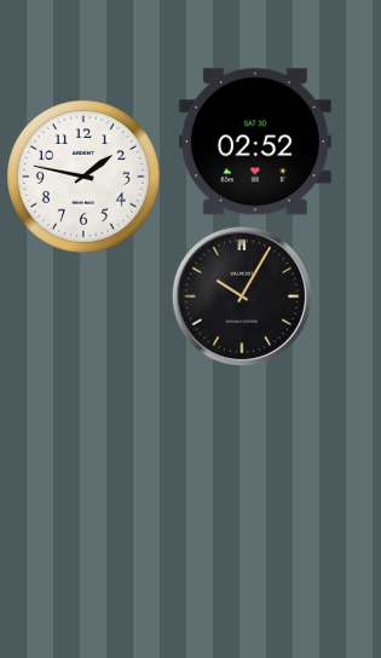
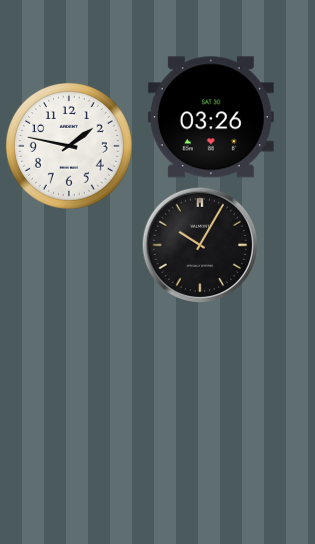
clock at (255, 142): 02:52 -> 03:26
